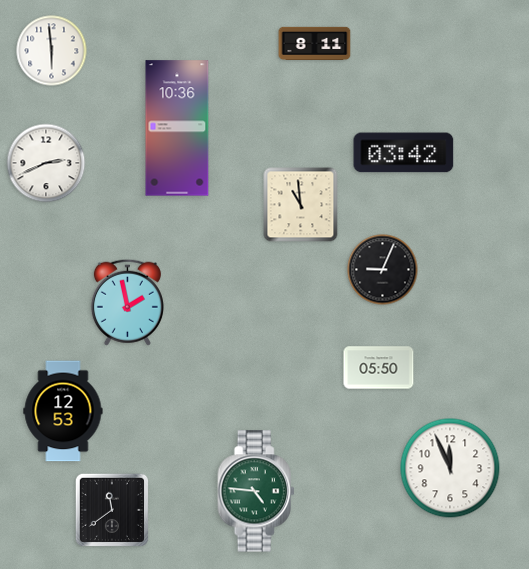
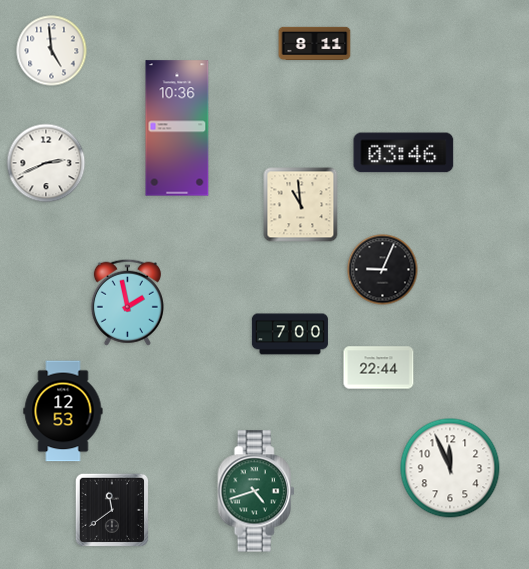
clock at (52, 51): 5:59 -> 4:59
clock at (404, 153): 03:42 -> 03:46
clock at (290, 334): none -> 7:00
clock at (379, 368): 05:50 -> 22:44
clock at (256, 491): 4:46 -> 4:42
